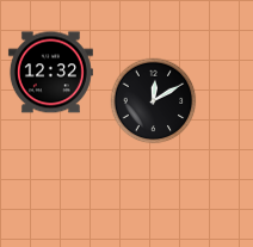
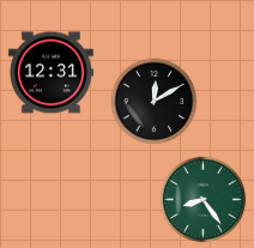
clock at (50, 73): 12:32 -> 12:31
clock at (204, 200): none -> 8:24
